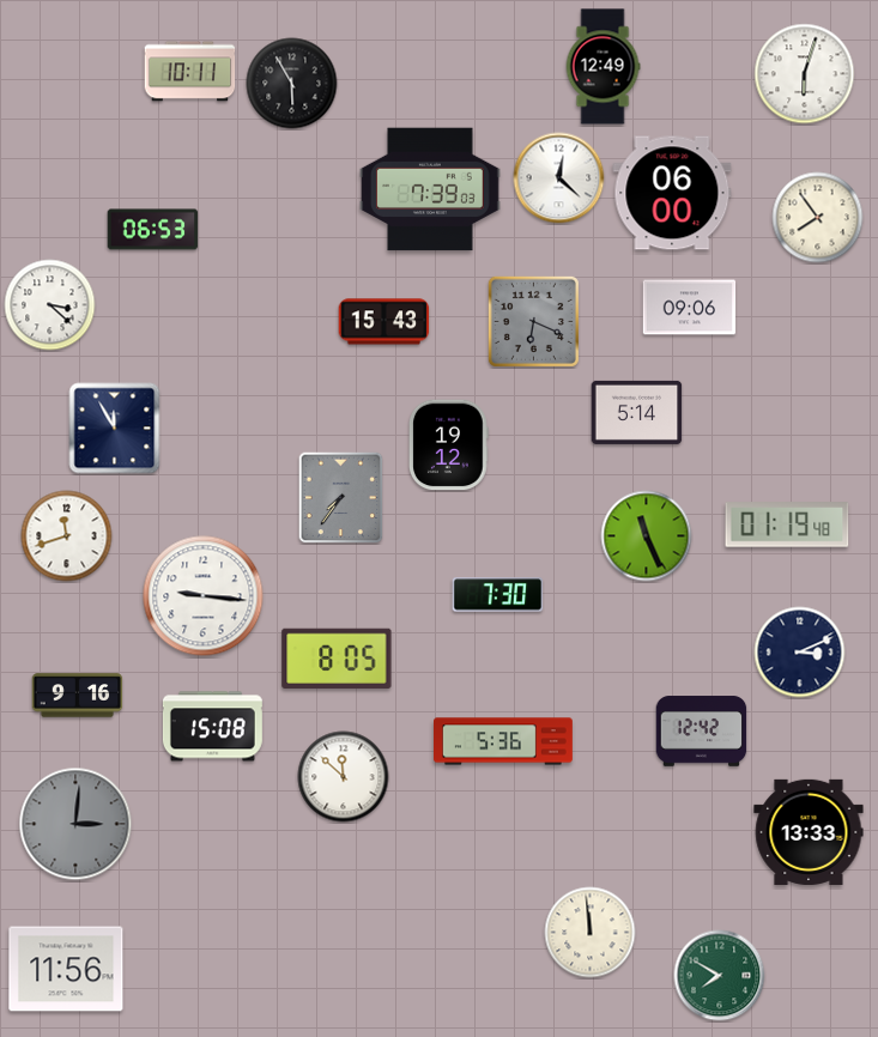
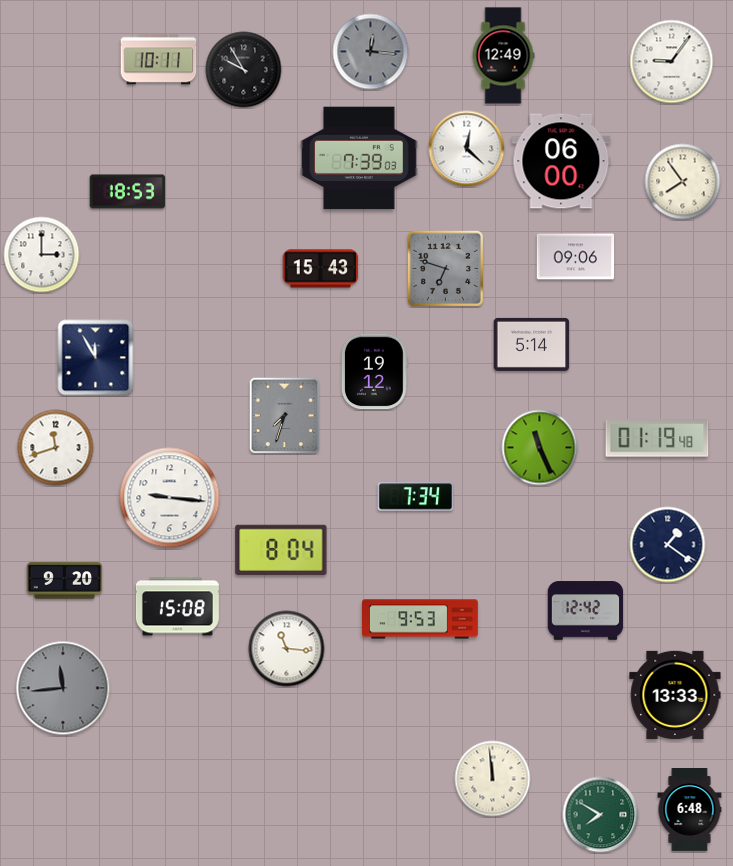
clock at (371, 52): none -> 12:16
clock at (805, 74): 6:03 -> 9:06
clock at (292, 84): 5:55 -> 9:55
clock at (153, 230): 06:53 -> 18:53
clock at (50, 305): 3:22 -> 3:00
clock at (533, 321): 6:19 -> 6:48
clock at (341, 498): 7:36 -> 7:33
clock at (498, 595): 7:30 -> 7:34
clock at (800, 653): 3:11 -> 1:21
clock at (337, 659): 8:05 -> 8:04
clock at (78, 696): 9:16 -> 9:20
clock at (504, 741): 5:36 -> 9:53
clock at (344, 777): 11:52 -> 11:16
clock at (75, 824): 3:01 -> 11:44
clock at (66, 969): 11:56 -> none
clock at (690, 810): none -> 6:48
